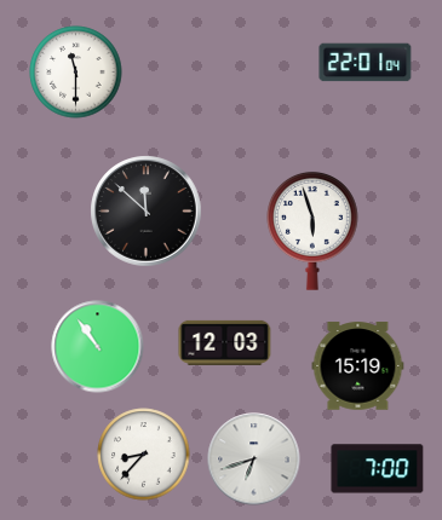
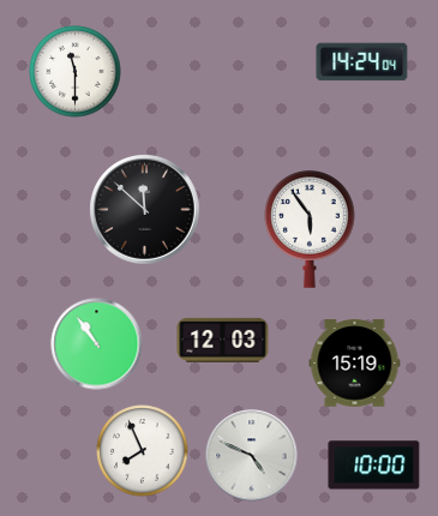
clock at (366, 63): 22:01 -> 14:24
clock at (314, 231): 5:57 -> 5:54
clock at (144, 455): 8:37 -> 7:56
clock at (254, 460): 6:42 -> 4:49
clock at (378, 469): 7:00 -> 10:00
